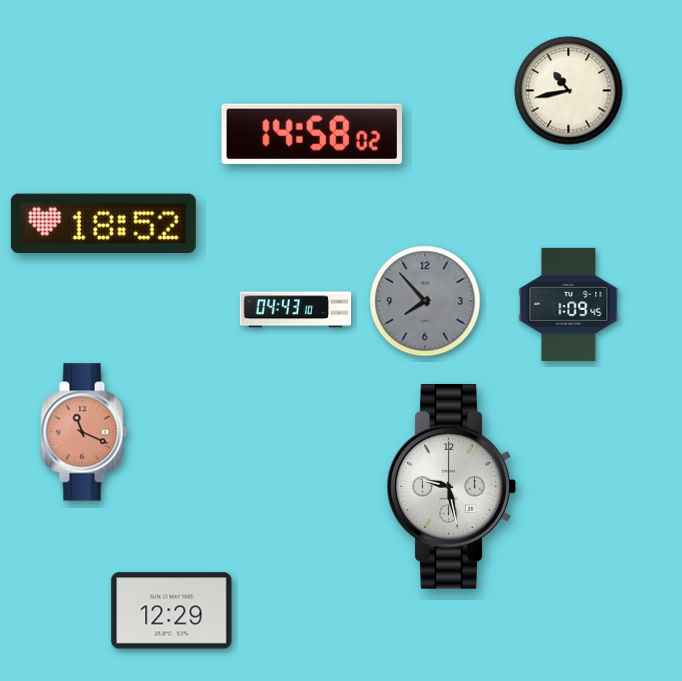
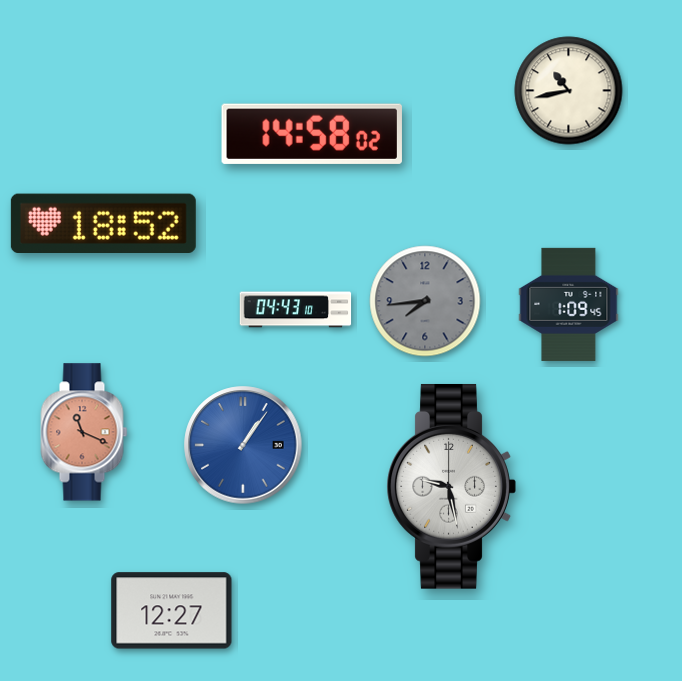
clock at (425, 301): 7:53 -> 7:44
clock at (243, 445): none -> 1:06
clock at (172, 611): 12:29 -> 12:27
